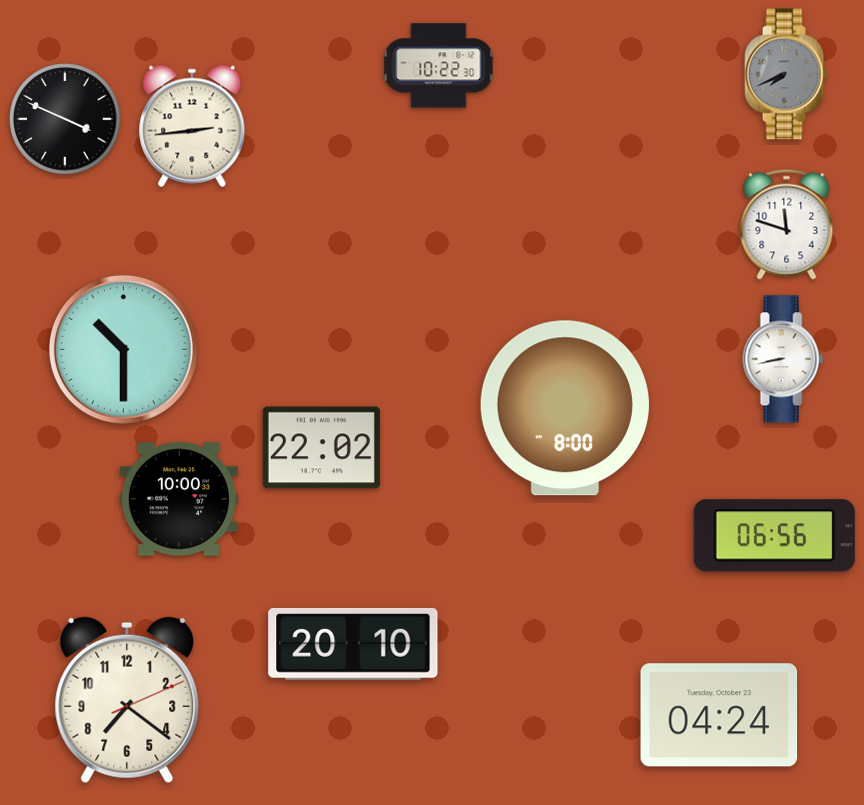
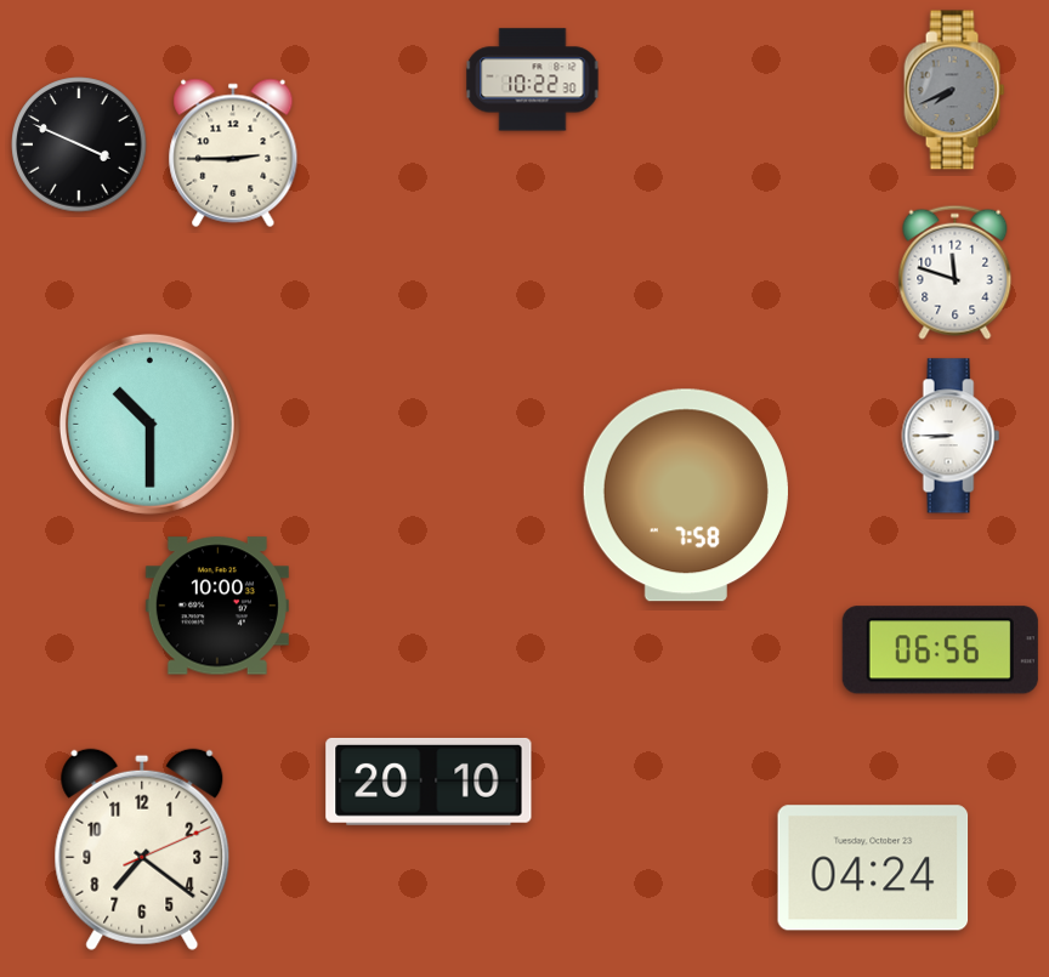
clock at (192, 126): 2:44 -> 2:45
clock at (783, 359): 8:43 -> 8:45
clock at (565, 408): 8:00 -> 7:58
clock at (321, 448): 22:02 -> none
clock at (127, 700) position: (127, 700) -> (142, 850)
